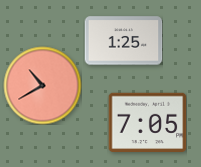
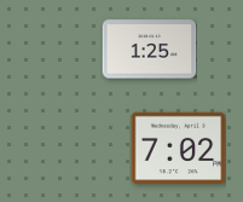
clock at (42, 85): 10:40 -> none
clock at (147, 123): 7:05 -> 7:02
